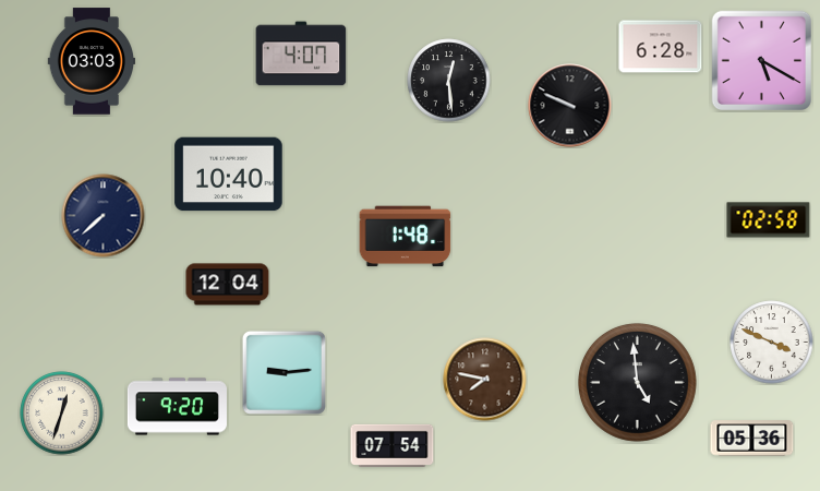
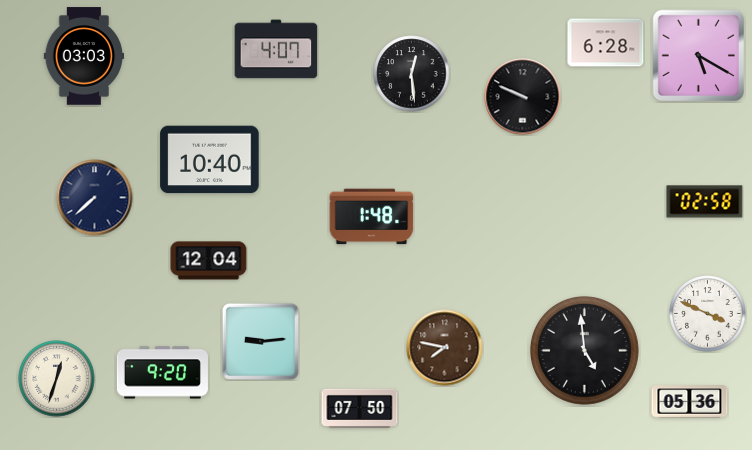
clock at (393, 445): 07:54 -> 07:50
